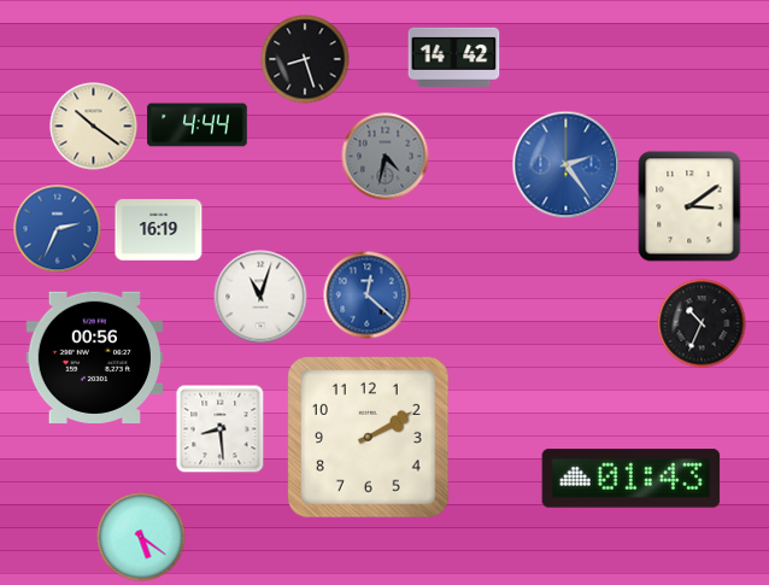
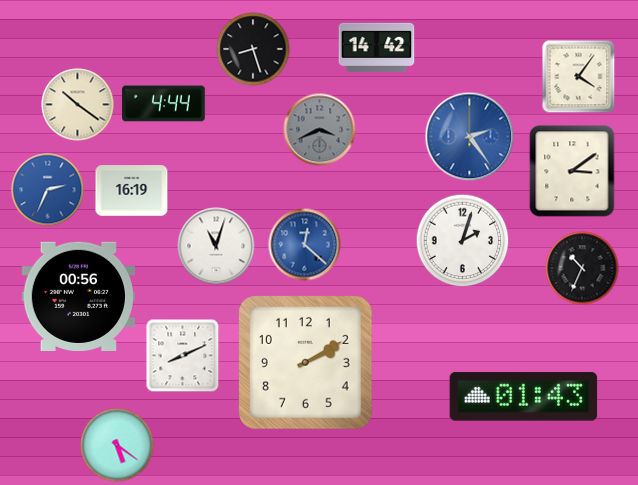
clock at (579, 77): none -> 4:06
clock at (386, 157): 4:32 -> 3:41
clock at (463, 241): none -> 2:03
clock at (221, 429): 8:29 -> 8:11
